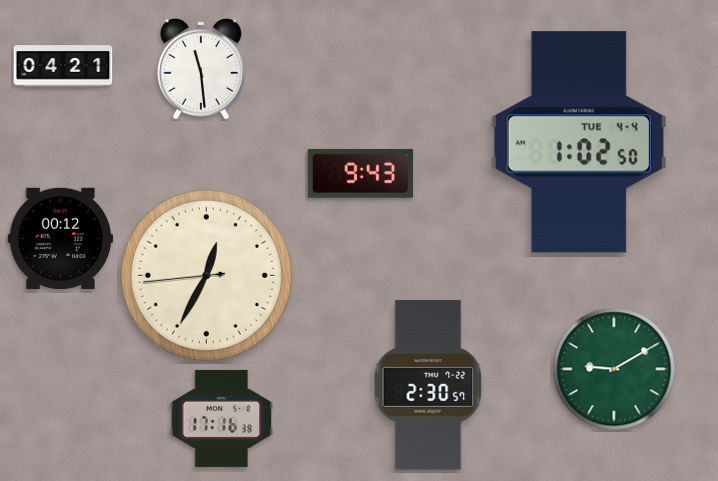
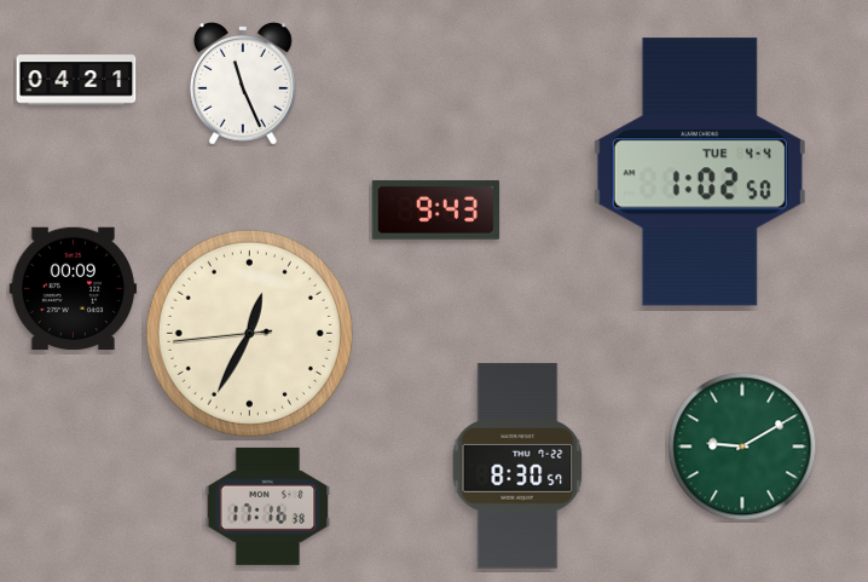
clock at (201, 70): 11:29 -> 11:26
clock at (61, 238): 00:12 -> 00:09
clock at (428, 385): 2:30 -> 8:30
